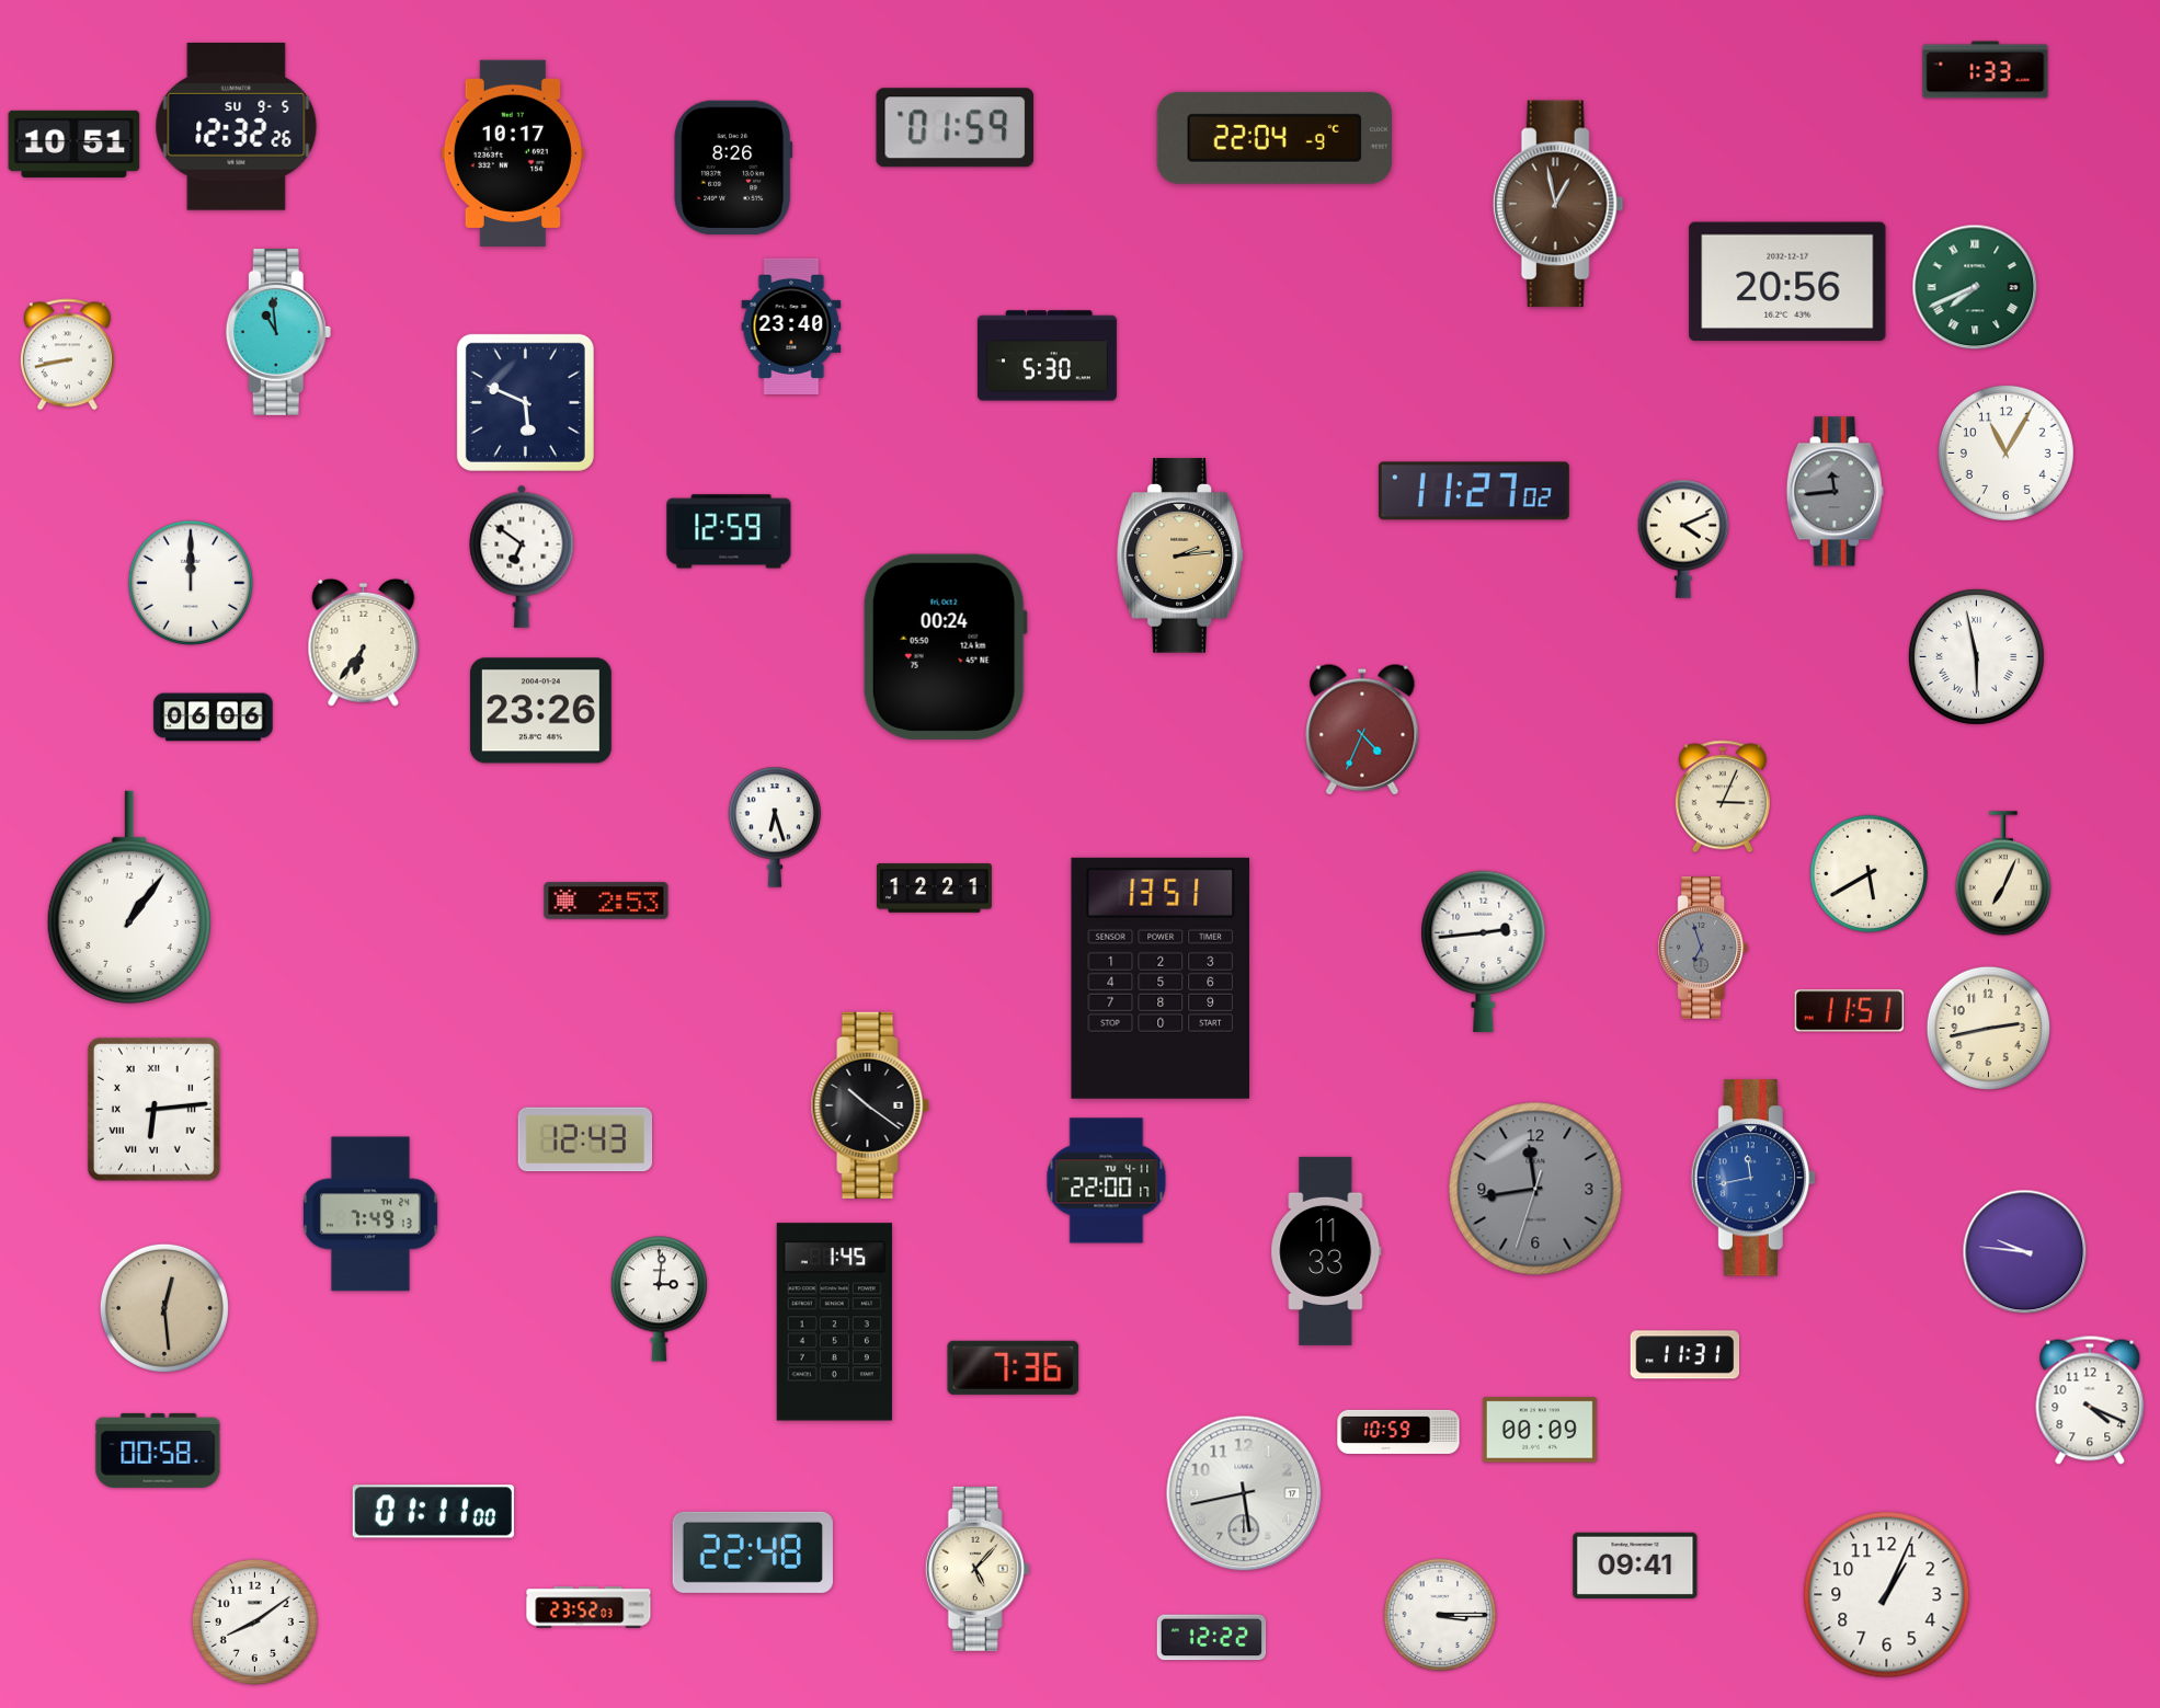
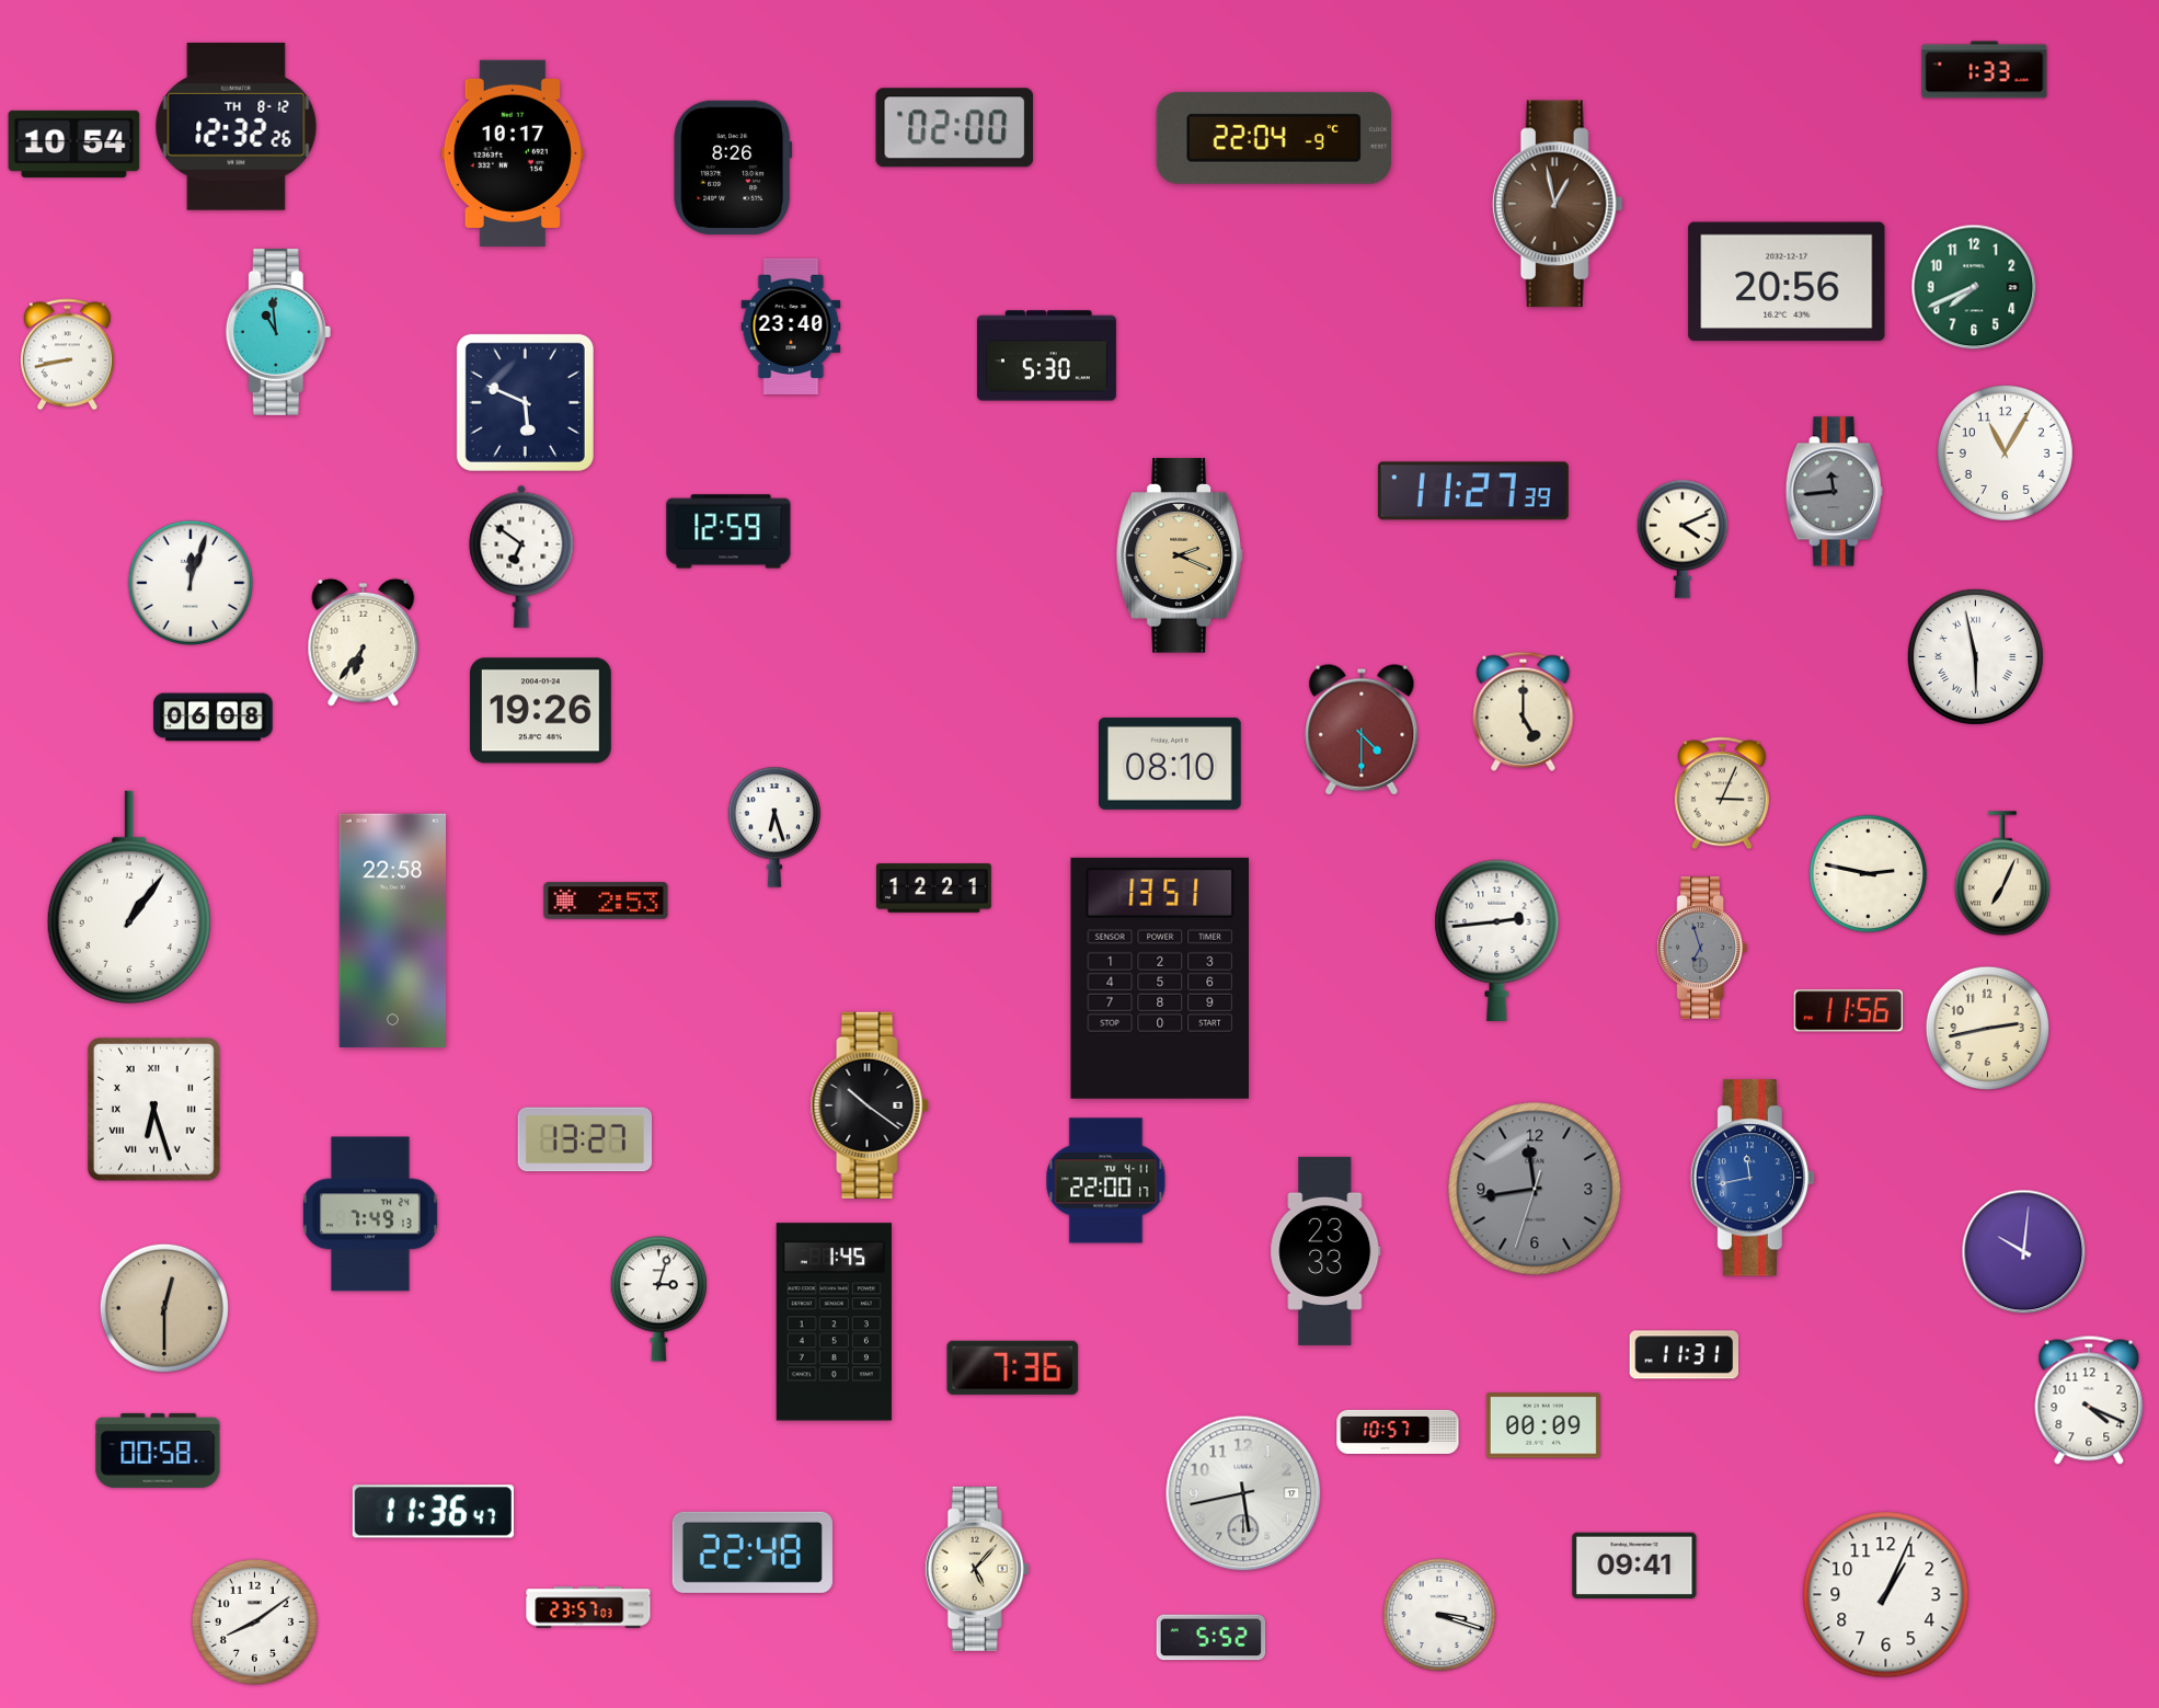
clock at (237, 126) date: SU 9-5 -> TH 8-12
clock at (955, 128): 01:59 -> 02:00
clock at (75, 144): 10:51 -> 10:54
clock at (1975, 287) numerals: Roman -> Arabic
clock at (1474, 491): 11:27:02 -> 11:27:39
clock at (1180, 555): 2:14 -> 2:19
clock at (191, 583): 12:00 -> 12:03
clock at (945, 646): 00:24 -> none
clock at (540, 711): 23:26 -> 19:26
clock at (1524, 711): none -> 5:00
clock at (214, 718): 06:06 -> 06:08
clock at (1362, 730): 4:34 -> 4:30
clock at (1171, 764): none -> 08:10
clock at (1723, 796) position: (1723, 796) -> (1722, 793)
clock at (1870, 874): 5:40 -> 2:47
clock at (392, 931): none -> 22:58
clock at (1484, 951) position: (1484, 951) -> (1497, 940)
clock at (1850, 1011): 11:51 -> 11:56
clock at (153, 1109): 6:14 -> 6:27
clock at (585, 1139): 12:43 -> 13:27
clock at (1326, 1251): 11:33 -> 23:33
clock at (2025, 1252): 9:46 -> 10:01
clock at (659, 1299): 3:01 -> 3:03
clock at (164, 1308): 12:29 -> 12:30
clock at (1540, 1430) position: (1540, 1430) -> (1543, 1425)
clock at (1398, 1432): 10:59 -> 10:57
clock at (433, 1512): 01:11 -> 11:36
clock at (588, 1607): 23:52 -> 23:57
clock at (1440, 1615): 3:15 -> 3:18
clock at (1212, 1638): 12:22 -> 5:52
